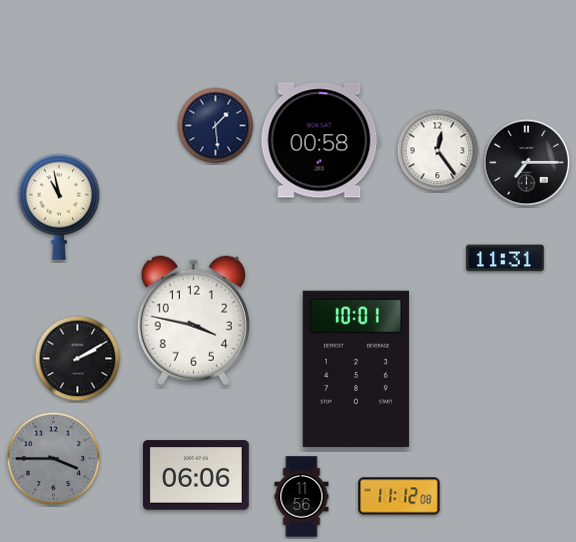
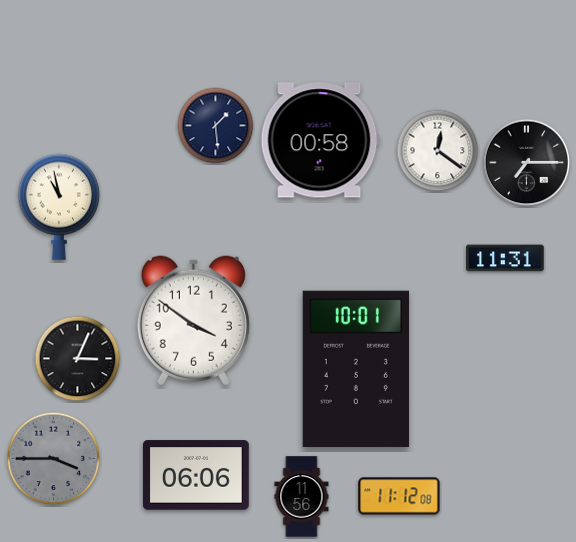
clock at (438, 151): 12:24 -> 12:21
clock at (193, 321): 3:47 -> 3:51
clock at (78, 359): 2:10 -> 3:04
